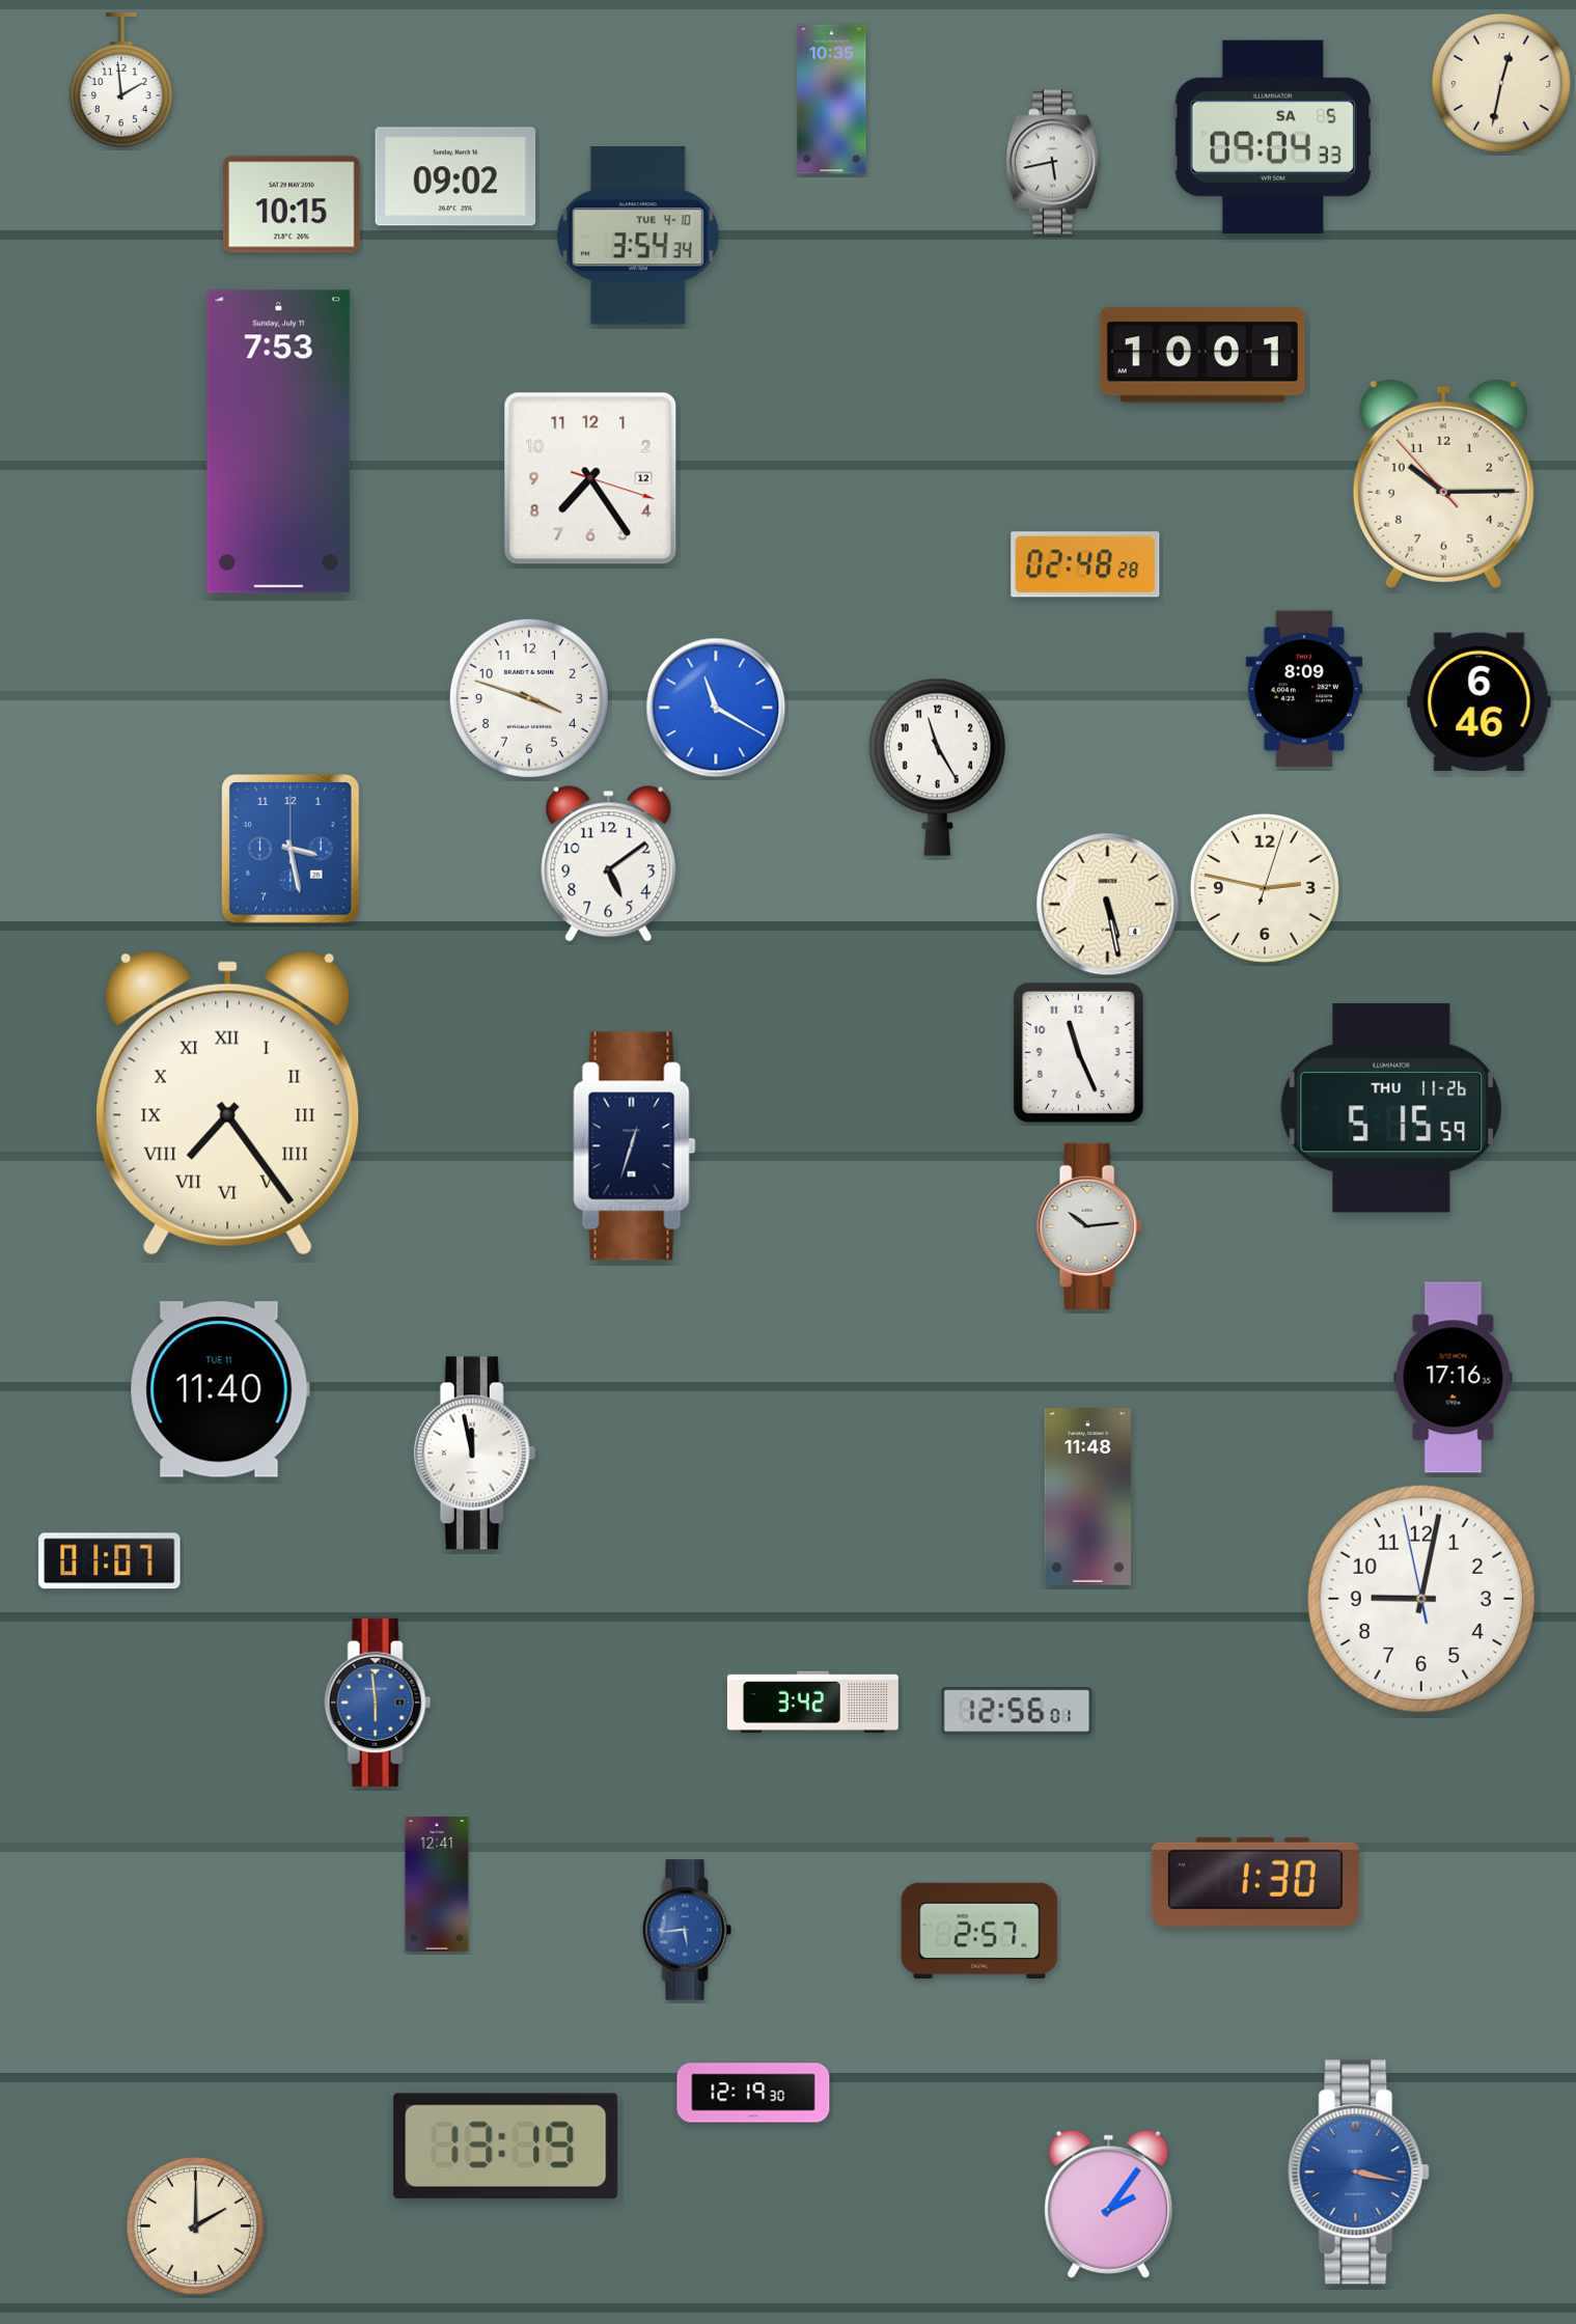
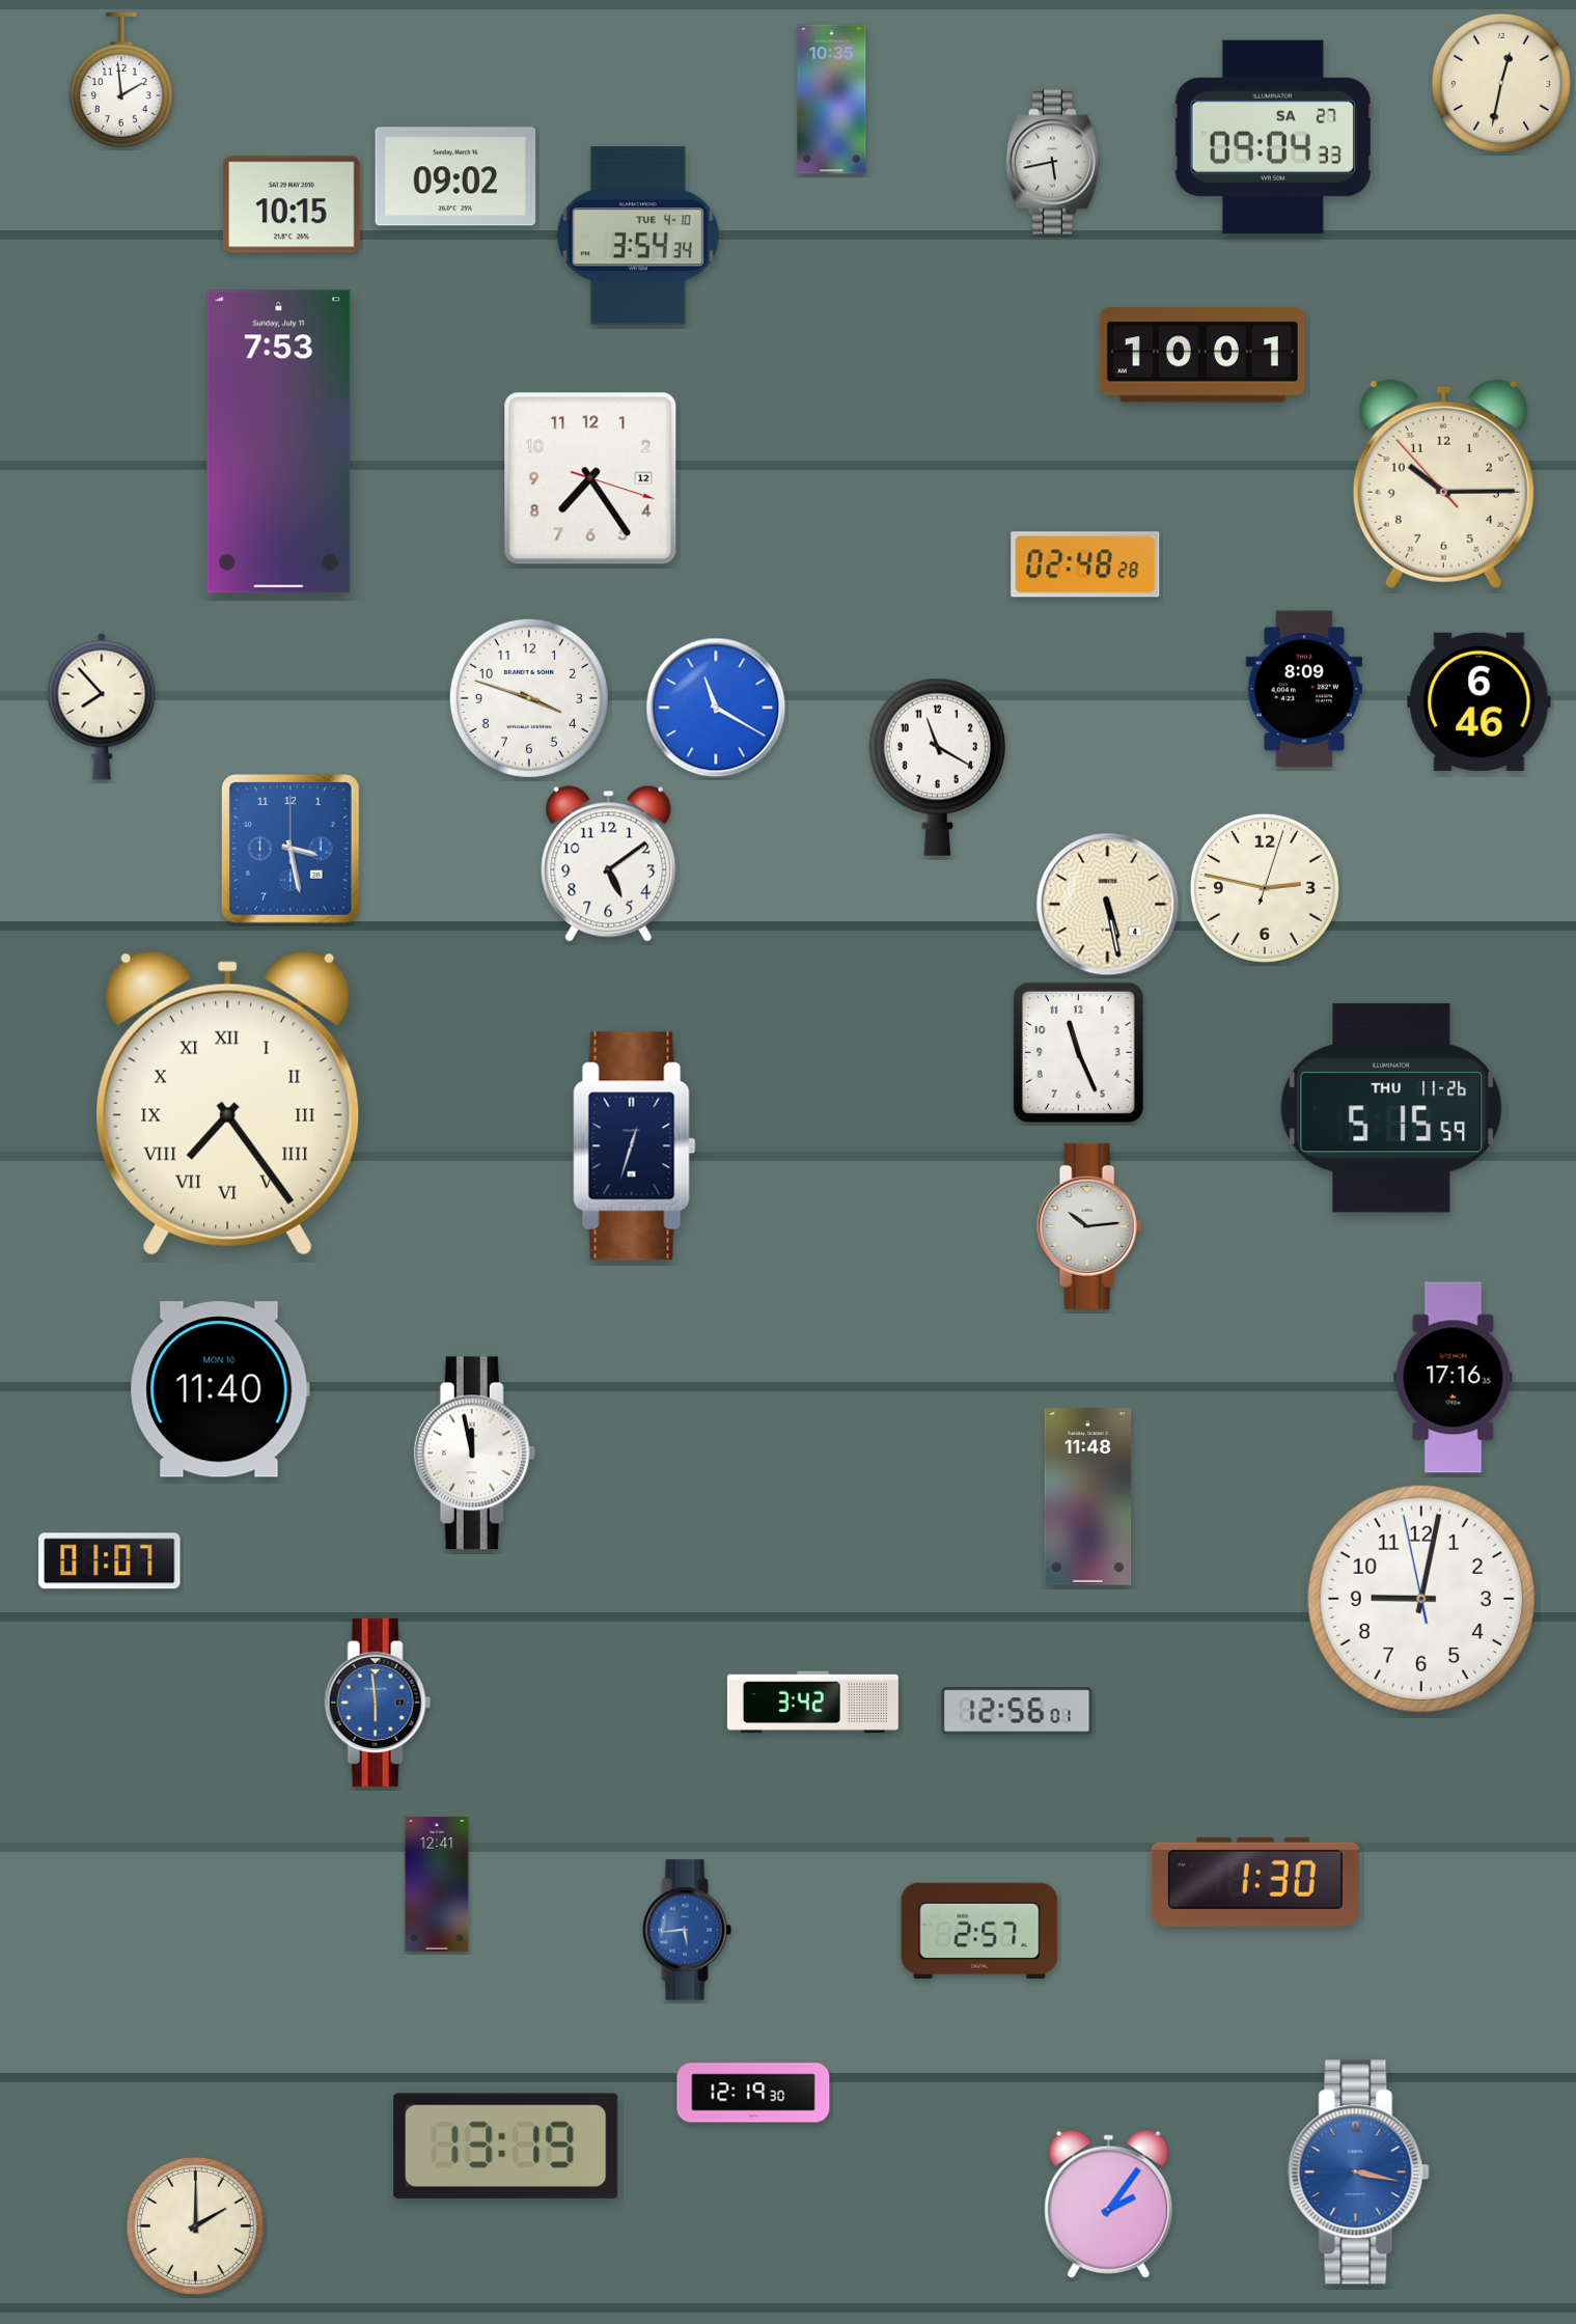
clock at (1273, 137) date: SA 5 -> SA 27
clock at (102, 707): none -> 7:53
clock at (937, 767): 11:25 -> 11:20
clock at (220, 1389) date: TUE 11 -> MON 10
